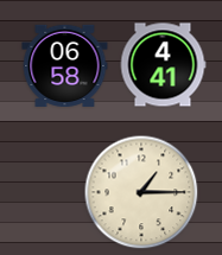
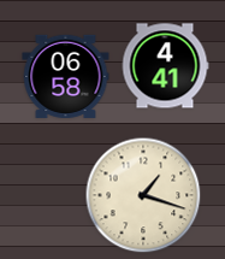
clock at (65, 65) position: (65, 65) -> (66, 76)
clock at (141, 192): 1:15 -> 1:18
